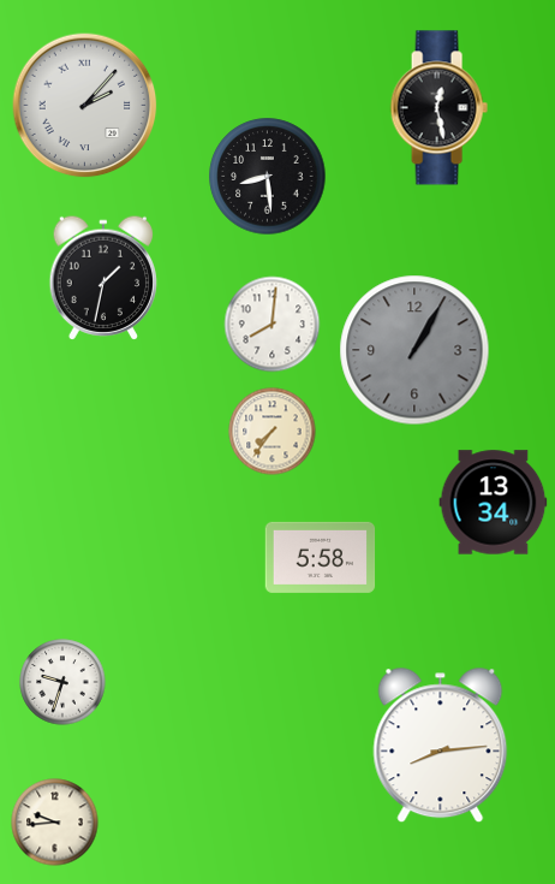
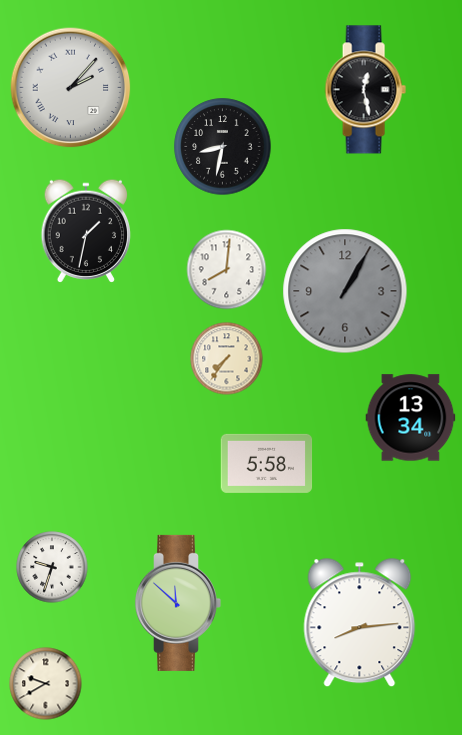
clock at (268, 177): 8:29 -> 8:32
clock at (178, 603): none -> 11:52
clock at (441, 746) position: (441, 746) -> (360, 623)
clock at (55, 823): 9:44 -> 9:40
